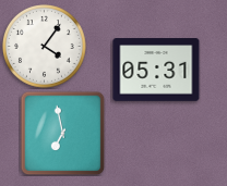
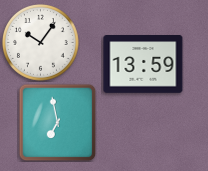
clock at (45, 47): 4:06 -> 10:06
clock at (156, 71): 05:31 -> 13:59
